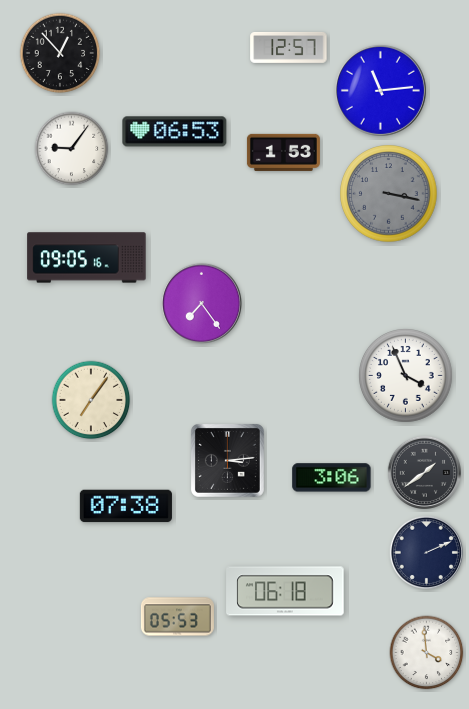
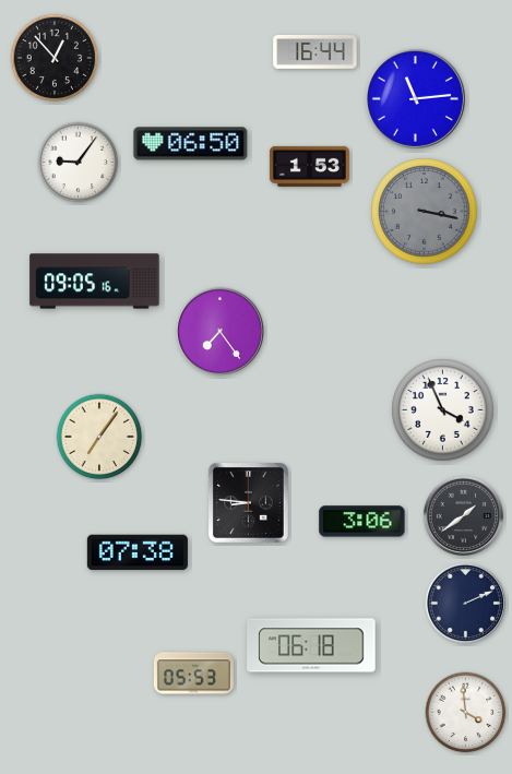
clock at (289, 47): 12:57 -> 16:44
clock at (60, 53) position: (60, 53) -> (55, 58)
clock at (175, 132): 06:53 -> 06:50
clock at (227, 460): 3:14 -> 8:46
